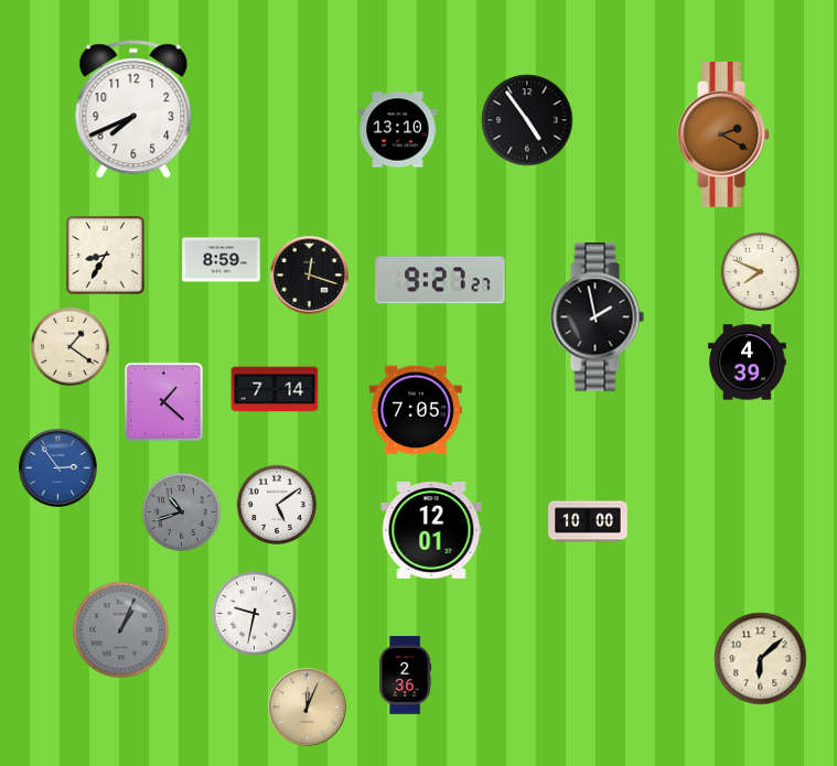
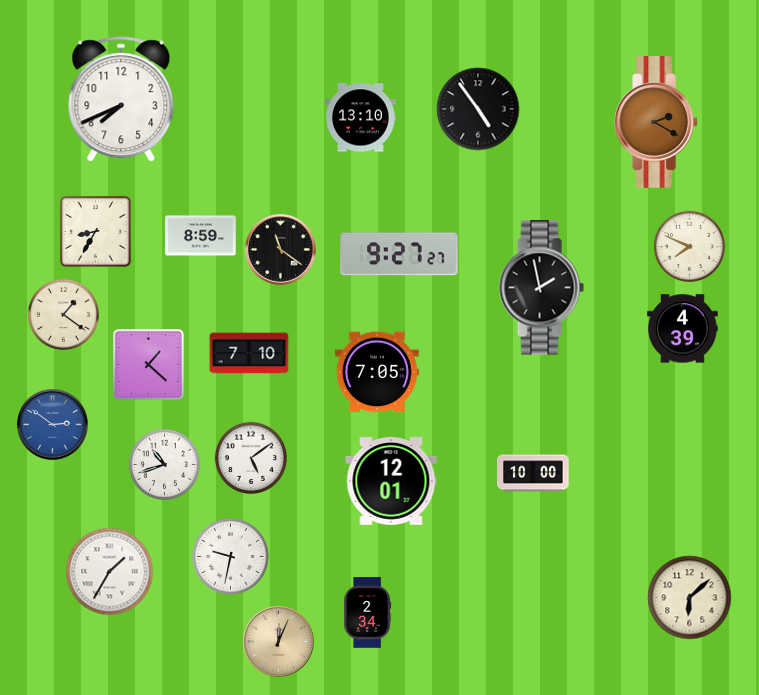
clock at (310, 276): 12:18 -> 11:21
clock at (748, 363) position: (748, 363) -> (683, 329)
clock at (275, 389): 7:14 -> 7:10
clock at (58, 468): 2:54 -> 2:51
clock at (181, 511) dial: grey -> white
clock at (121, 630): 1:04 -> 1:35
clock at (121, 630) dial: grey -> white
clock at (406, 676): 2:36 -> 2:34
